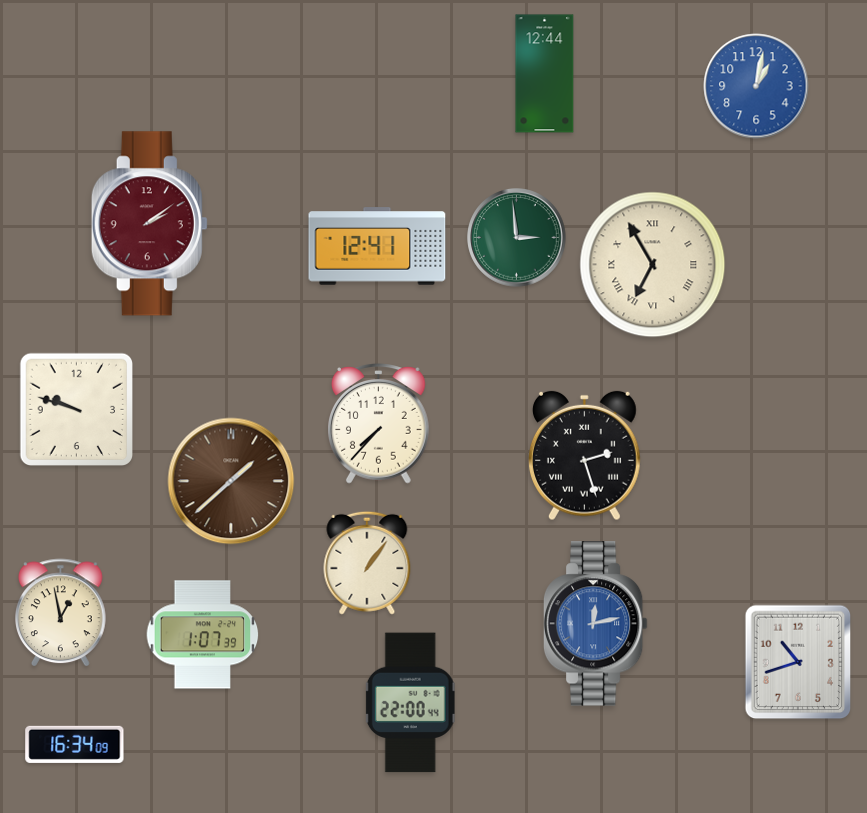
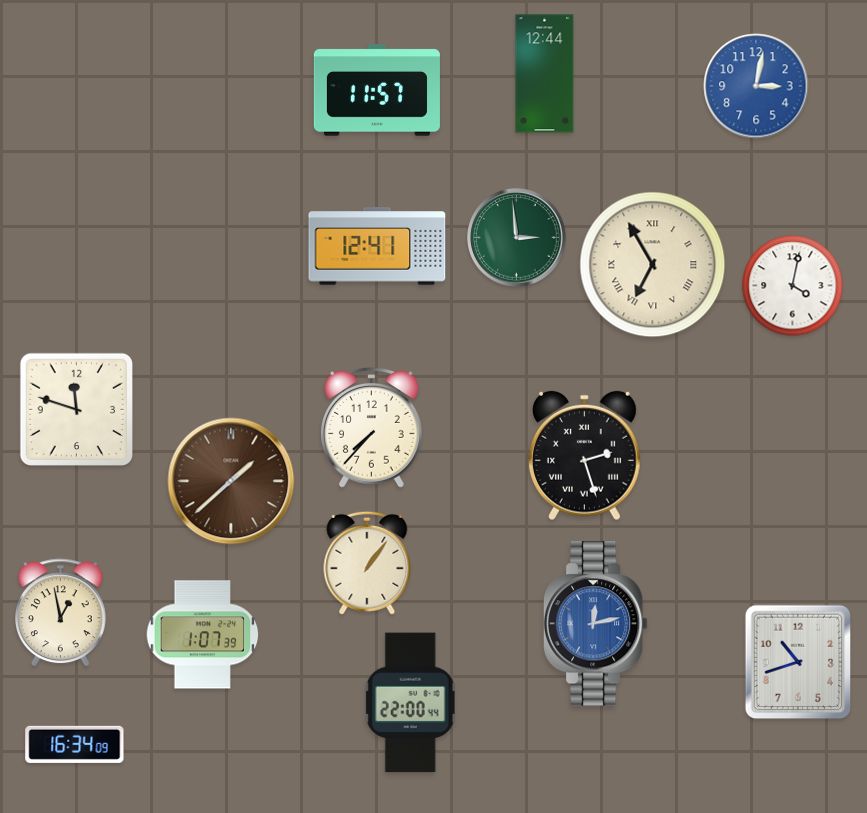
clock at (756, 86): 1:02 -> 3:02
clock at (377, 90): none -> 11:57
clock at (149, 224): 2:09 -> none
clock at (793, 286): none -> 4:02
clock at (76, 409): 9:48 -> 11:48
clock at (379, 424) position: (379, 424) -> (372, 428)
